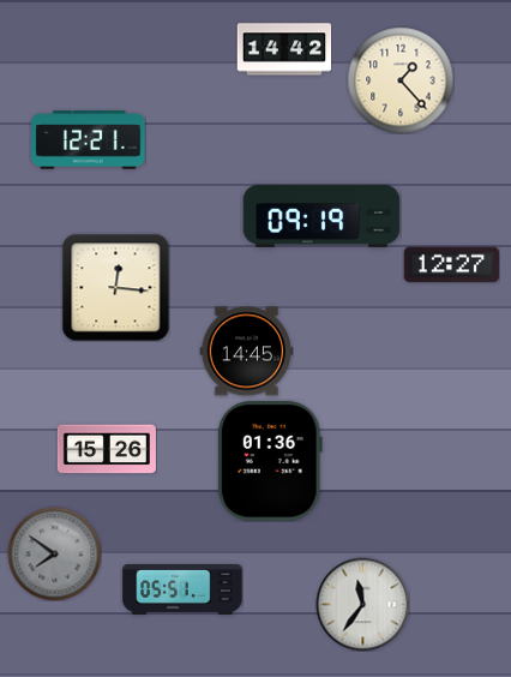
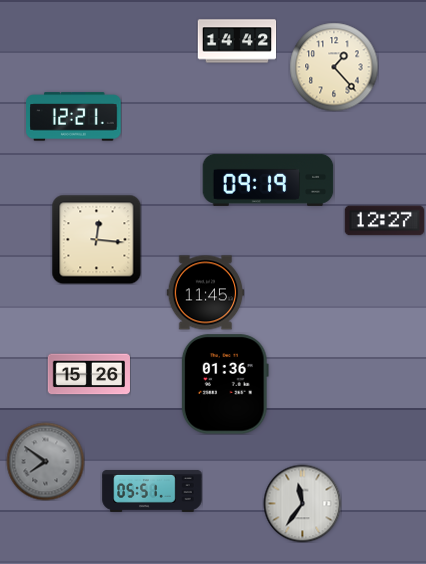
clock at (451, 265) position: (451, 265) -> (384, 221)
clock at (246, 352): 14:45 -> 11:45
